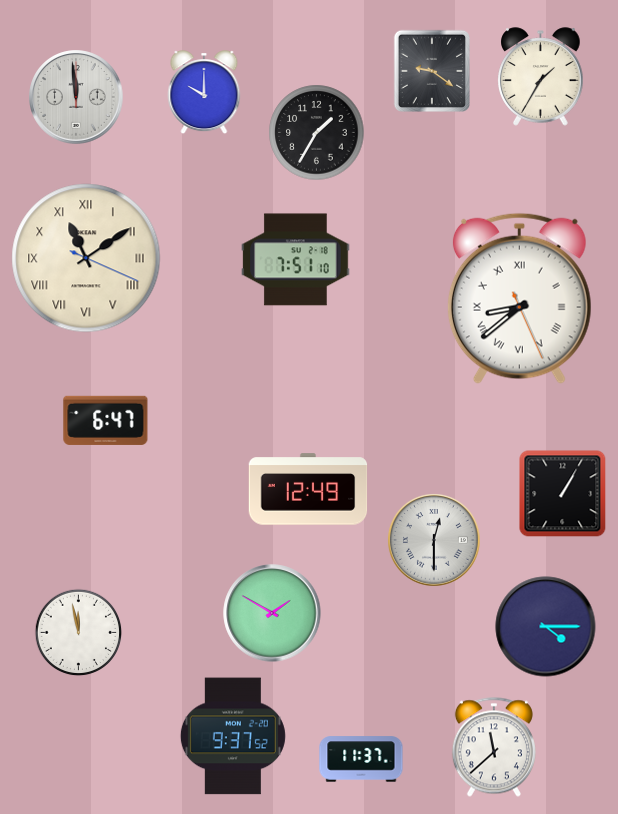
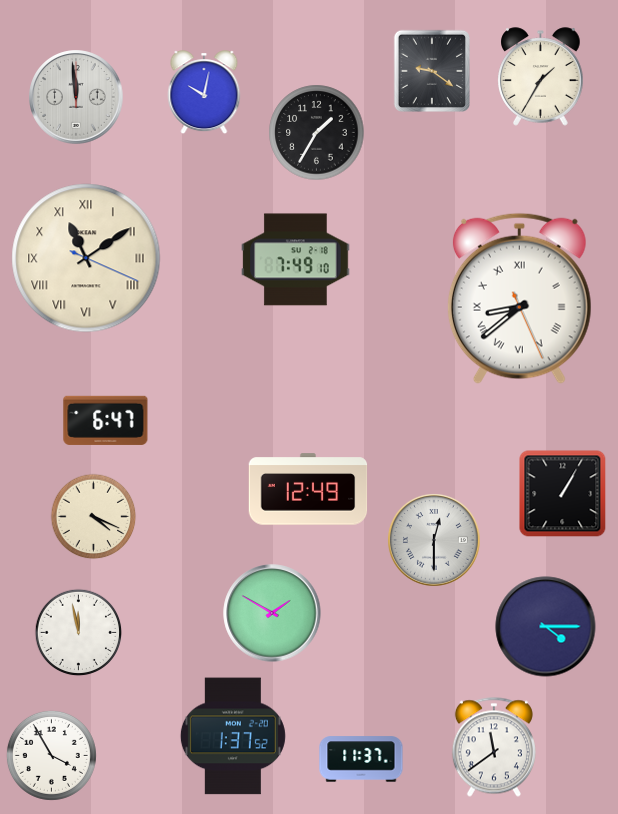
clock at (204, 93): 10:00 -> 10:02
clock at (296, 260): 7:51 -> 7:49
clock at (94, 517): none -> 4:19
clock at (233, 736): 9:37 -> 1:37
clock at (494, 747): 11:38 -> 11:39
clock at (51, 755): none -> 3:55
